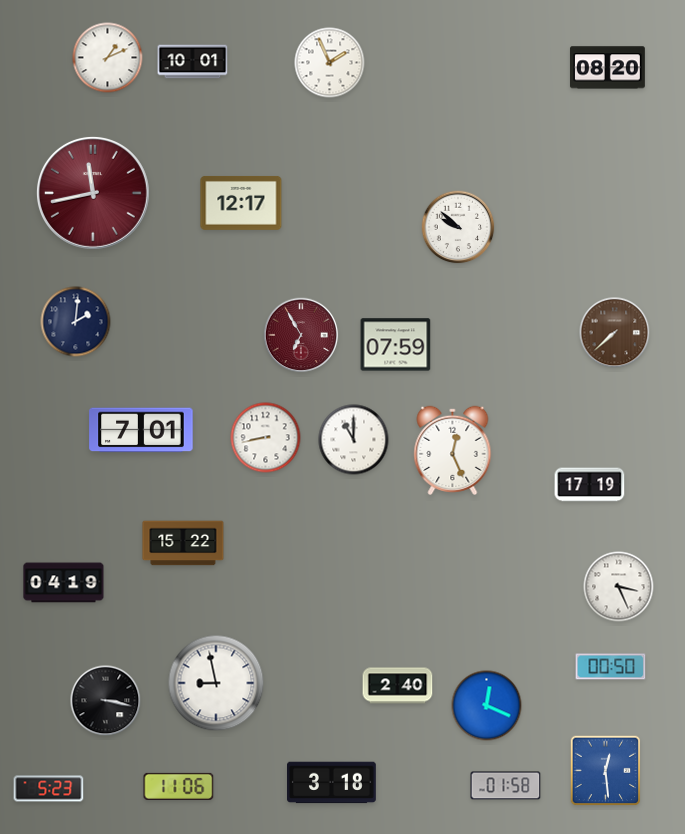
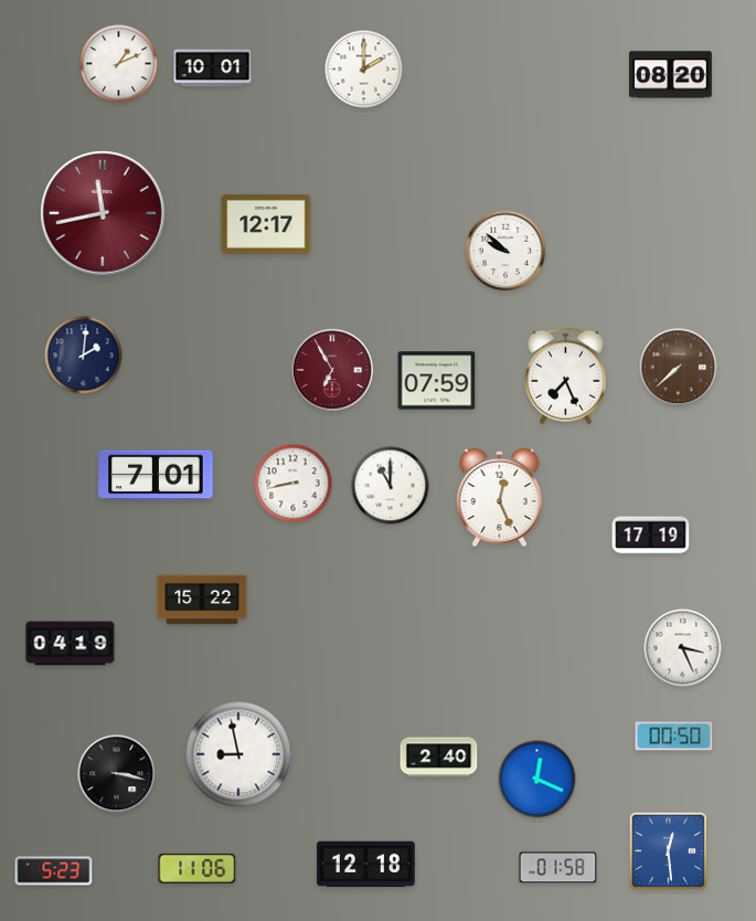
clock at (330, 63): 1:56 -> 2:00
clock at (565, 377): none -> 7:26
clock at (332, 783): 3:18 -> 12:18
